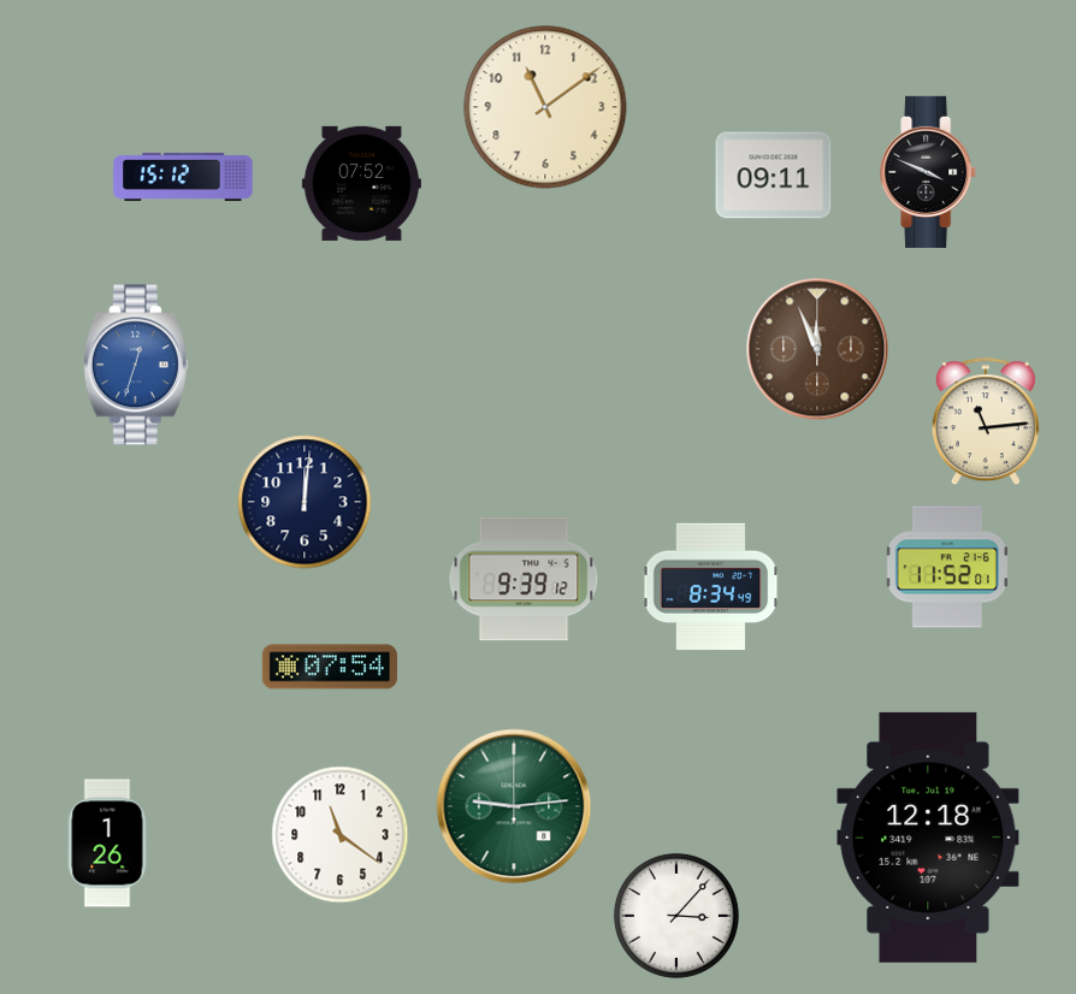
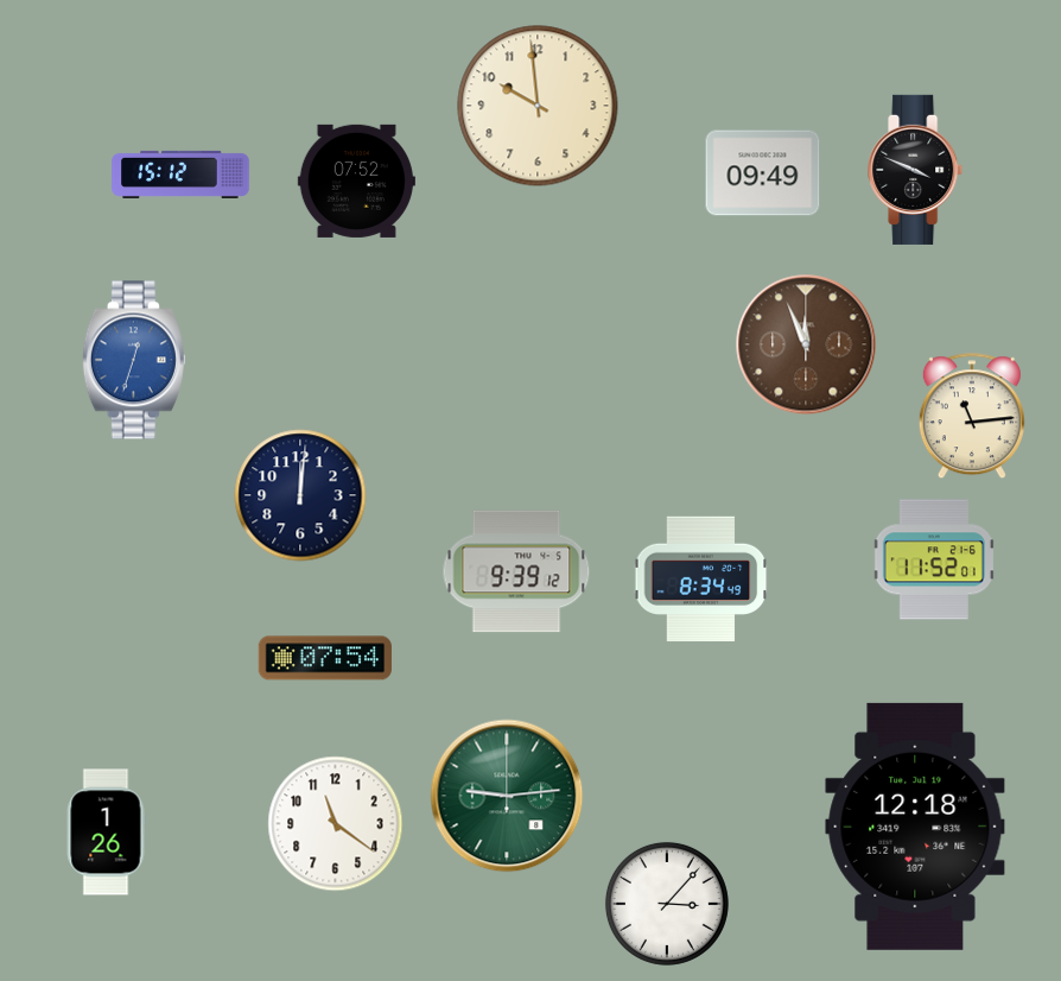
clock at (545, 107): 11:09 -> 9:59
clock at (774, 176): 09:11 -> 09:49
